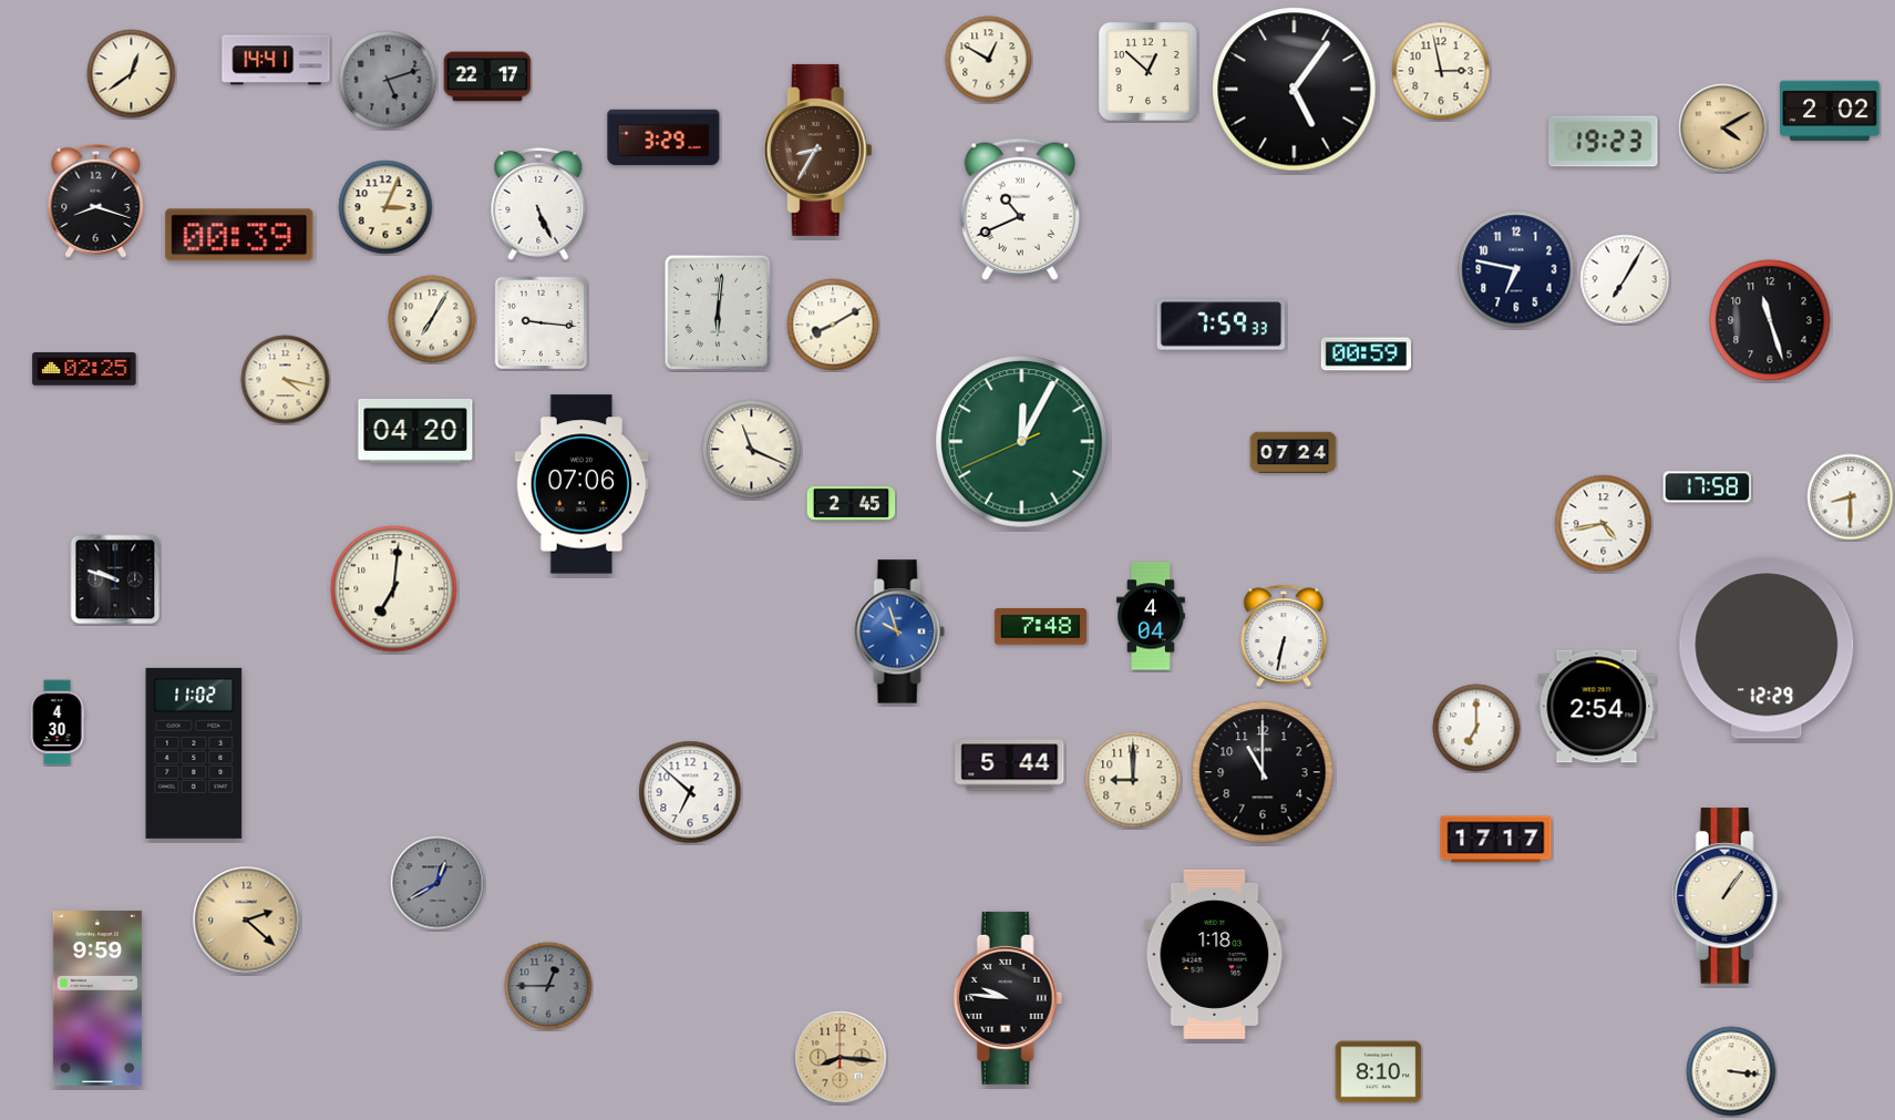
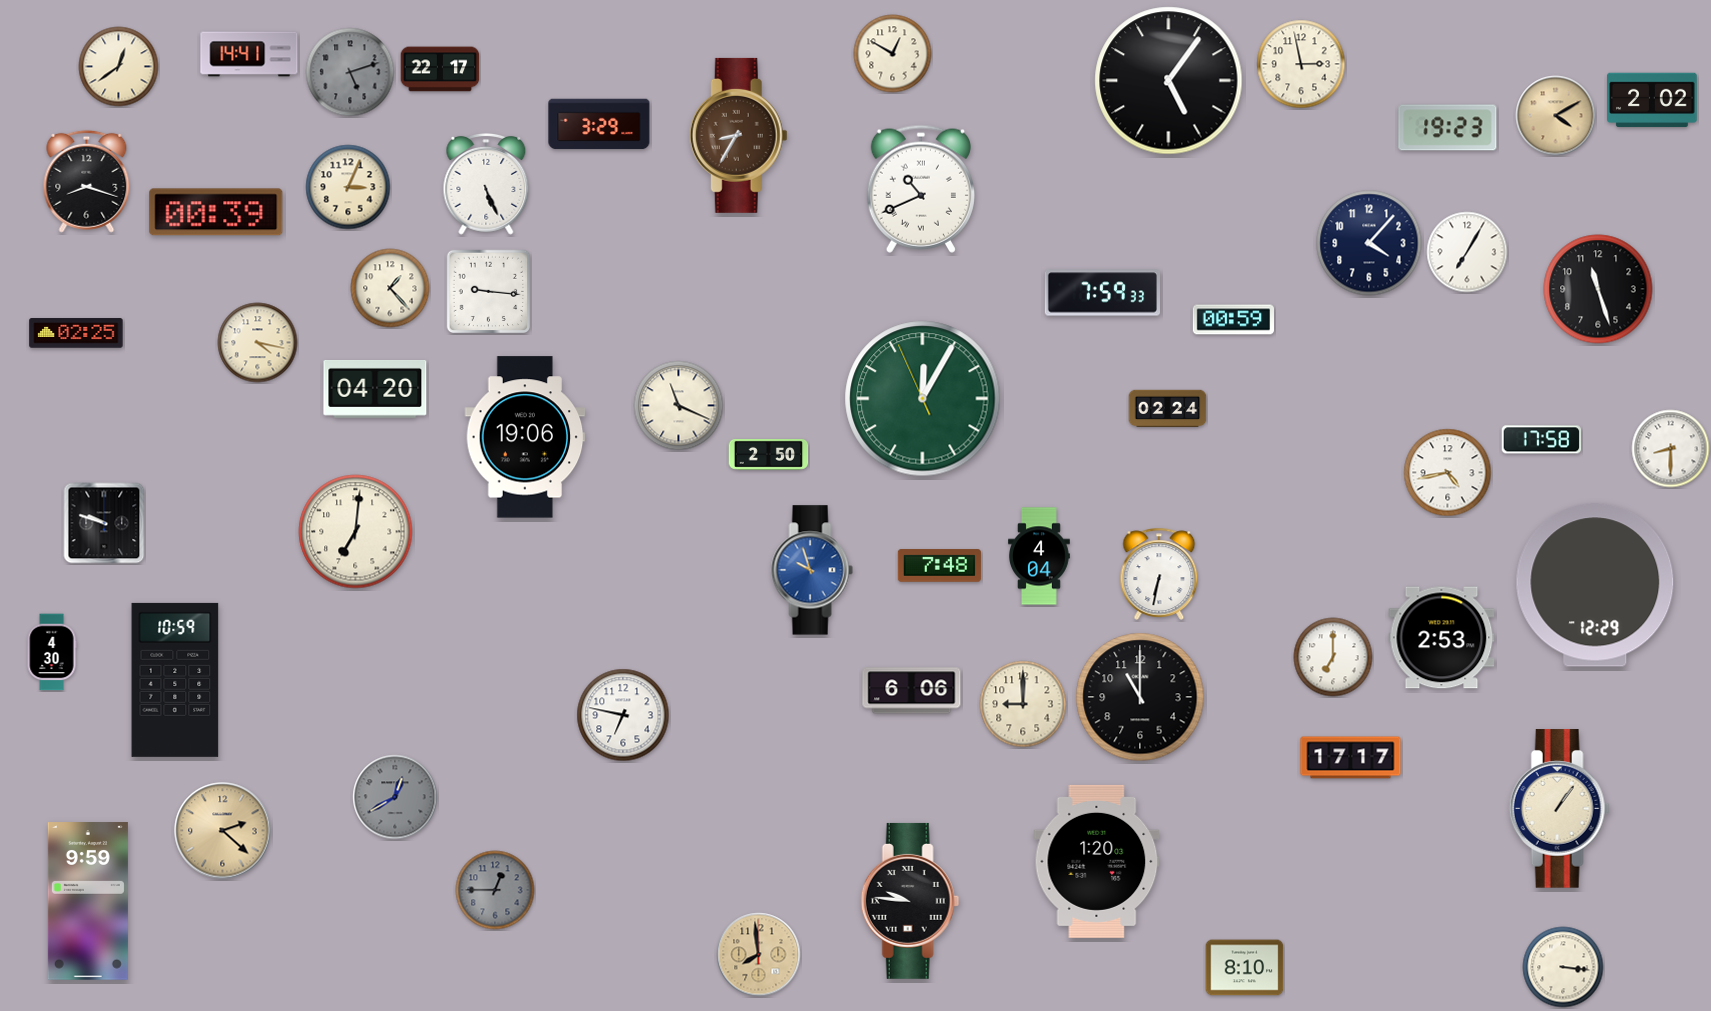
clock at (1149, 72): 12:52 -> none
clock at (1516, 269): 6:47 -> 4:07
clock at (718, 312): 6:01 -> none
clock at (432, 319): 7:05 -> 1:23
clock at (833, 325): 8:10 -> none
clock at (1022, 442): 12:04:41 -> 12:04:56
clock at (1294, 453): 07:24 -> 02:24
clock at (581, 484): 07:06 -> 19:06
clock at (852, 504): 2:45 -> 2:50
clock at (1597, 707): 2:54 -> 2:53
clock at (194, 753): 11:02 -> 10:59
clock at (1010, 765): 5:44 -> 6:06
clock at (690, 792): 6:52 -> 6:47
clock at (1215, 954): 1:18 -> 1:20
clock at (841, 1058): 8:16 -> 7:59
